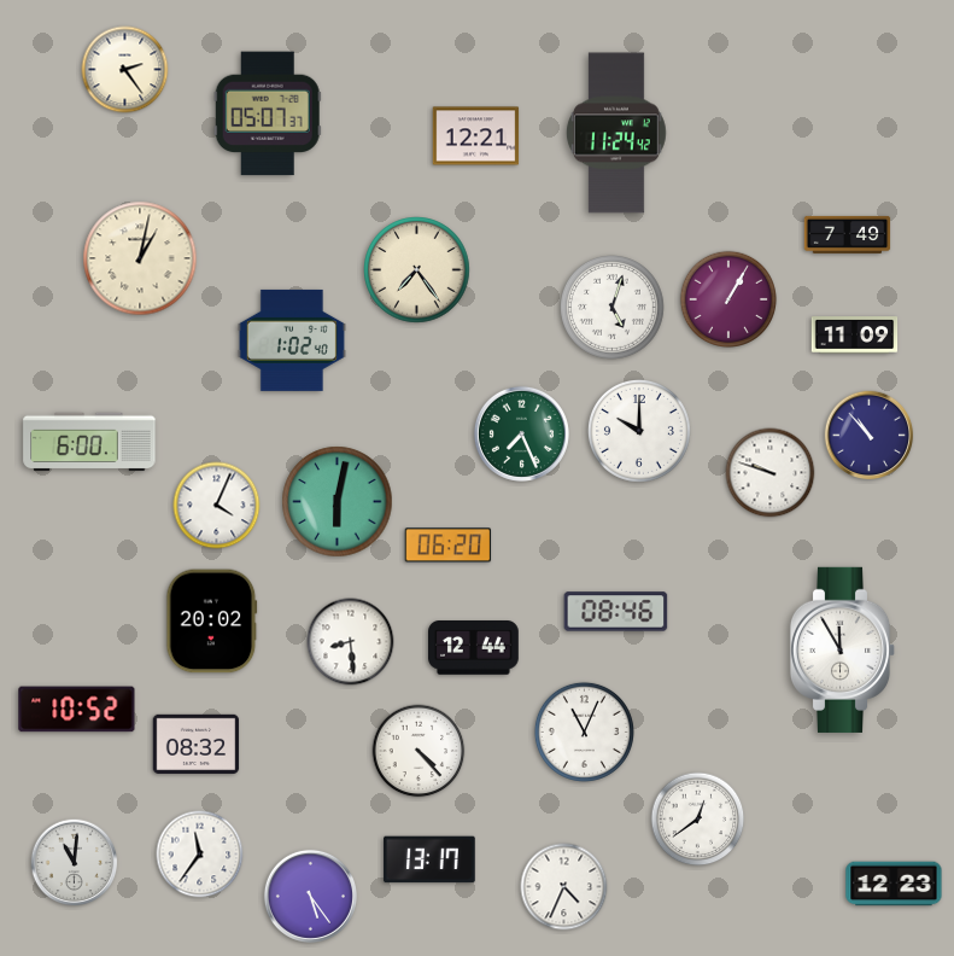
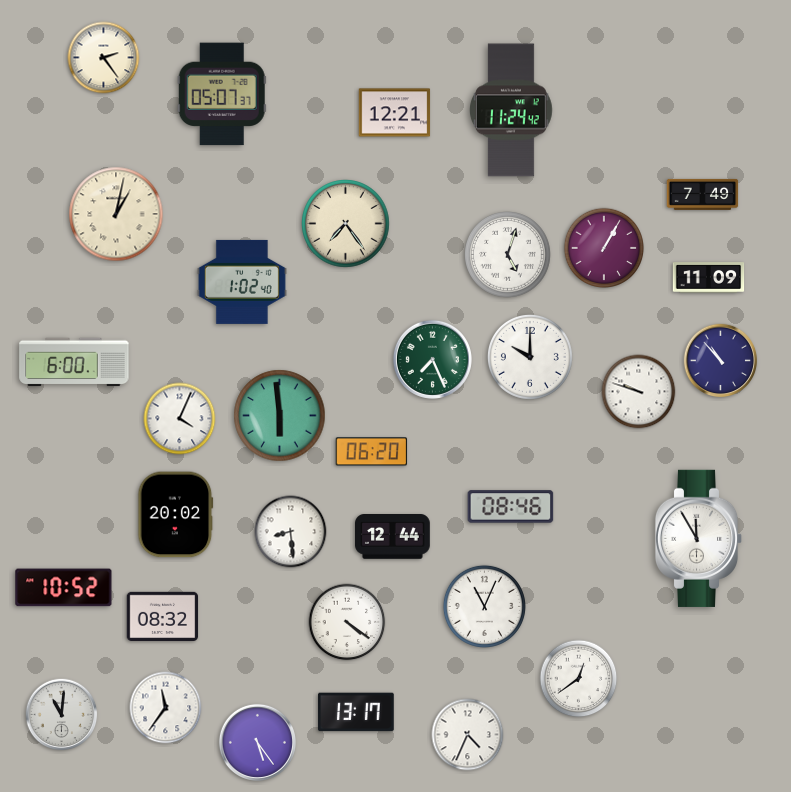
clock at (89, 442) position: (89, 442) -> (74, 362)
clock at (338, 502): 6:02 -> 5:59
clock at (419, 751): 4:23 -> 4:21
clock at (894, 884): 12:23 -> none
